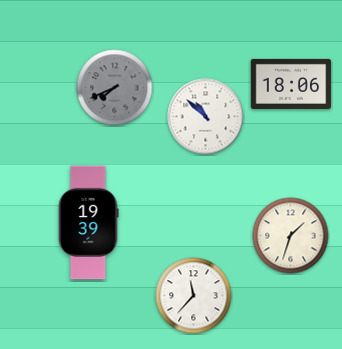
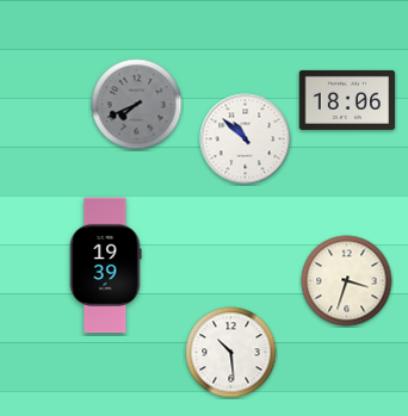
clock at (291, 236): 1:33 -> 3:33
clock at (194, 296): 11:37 -> 10:29
